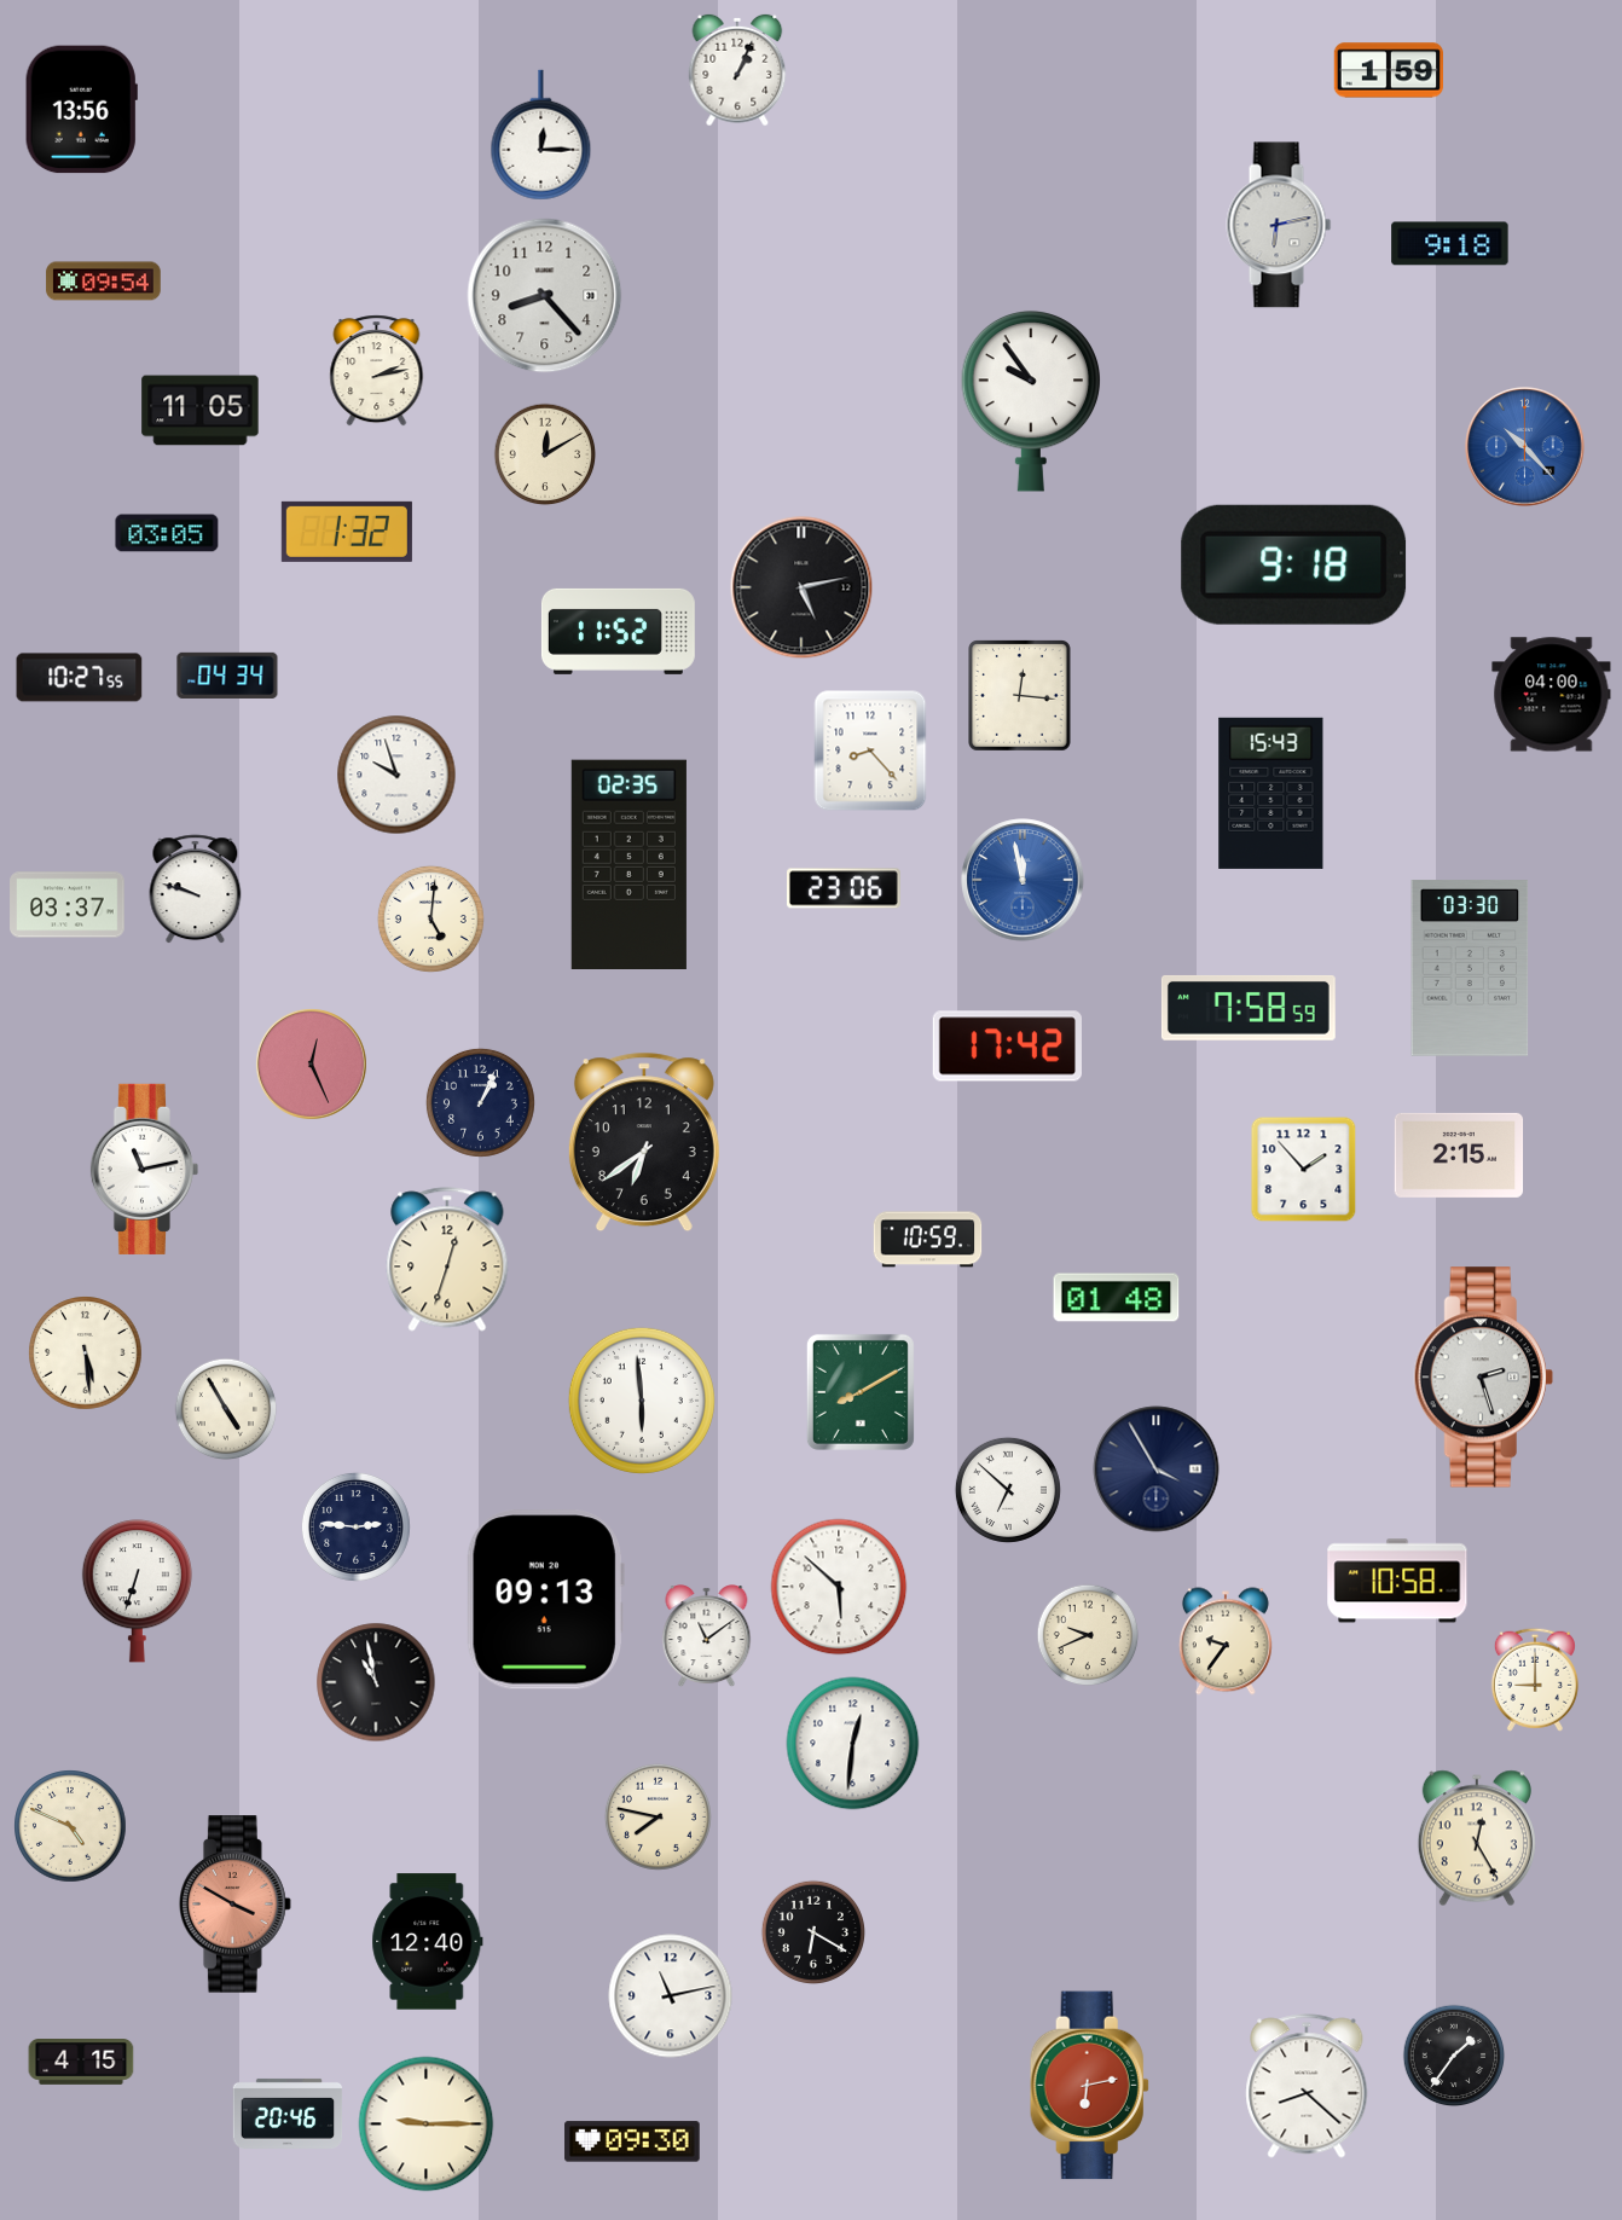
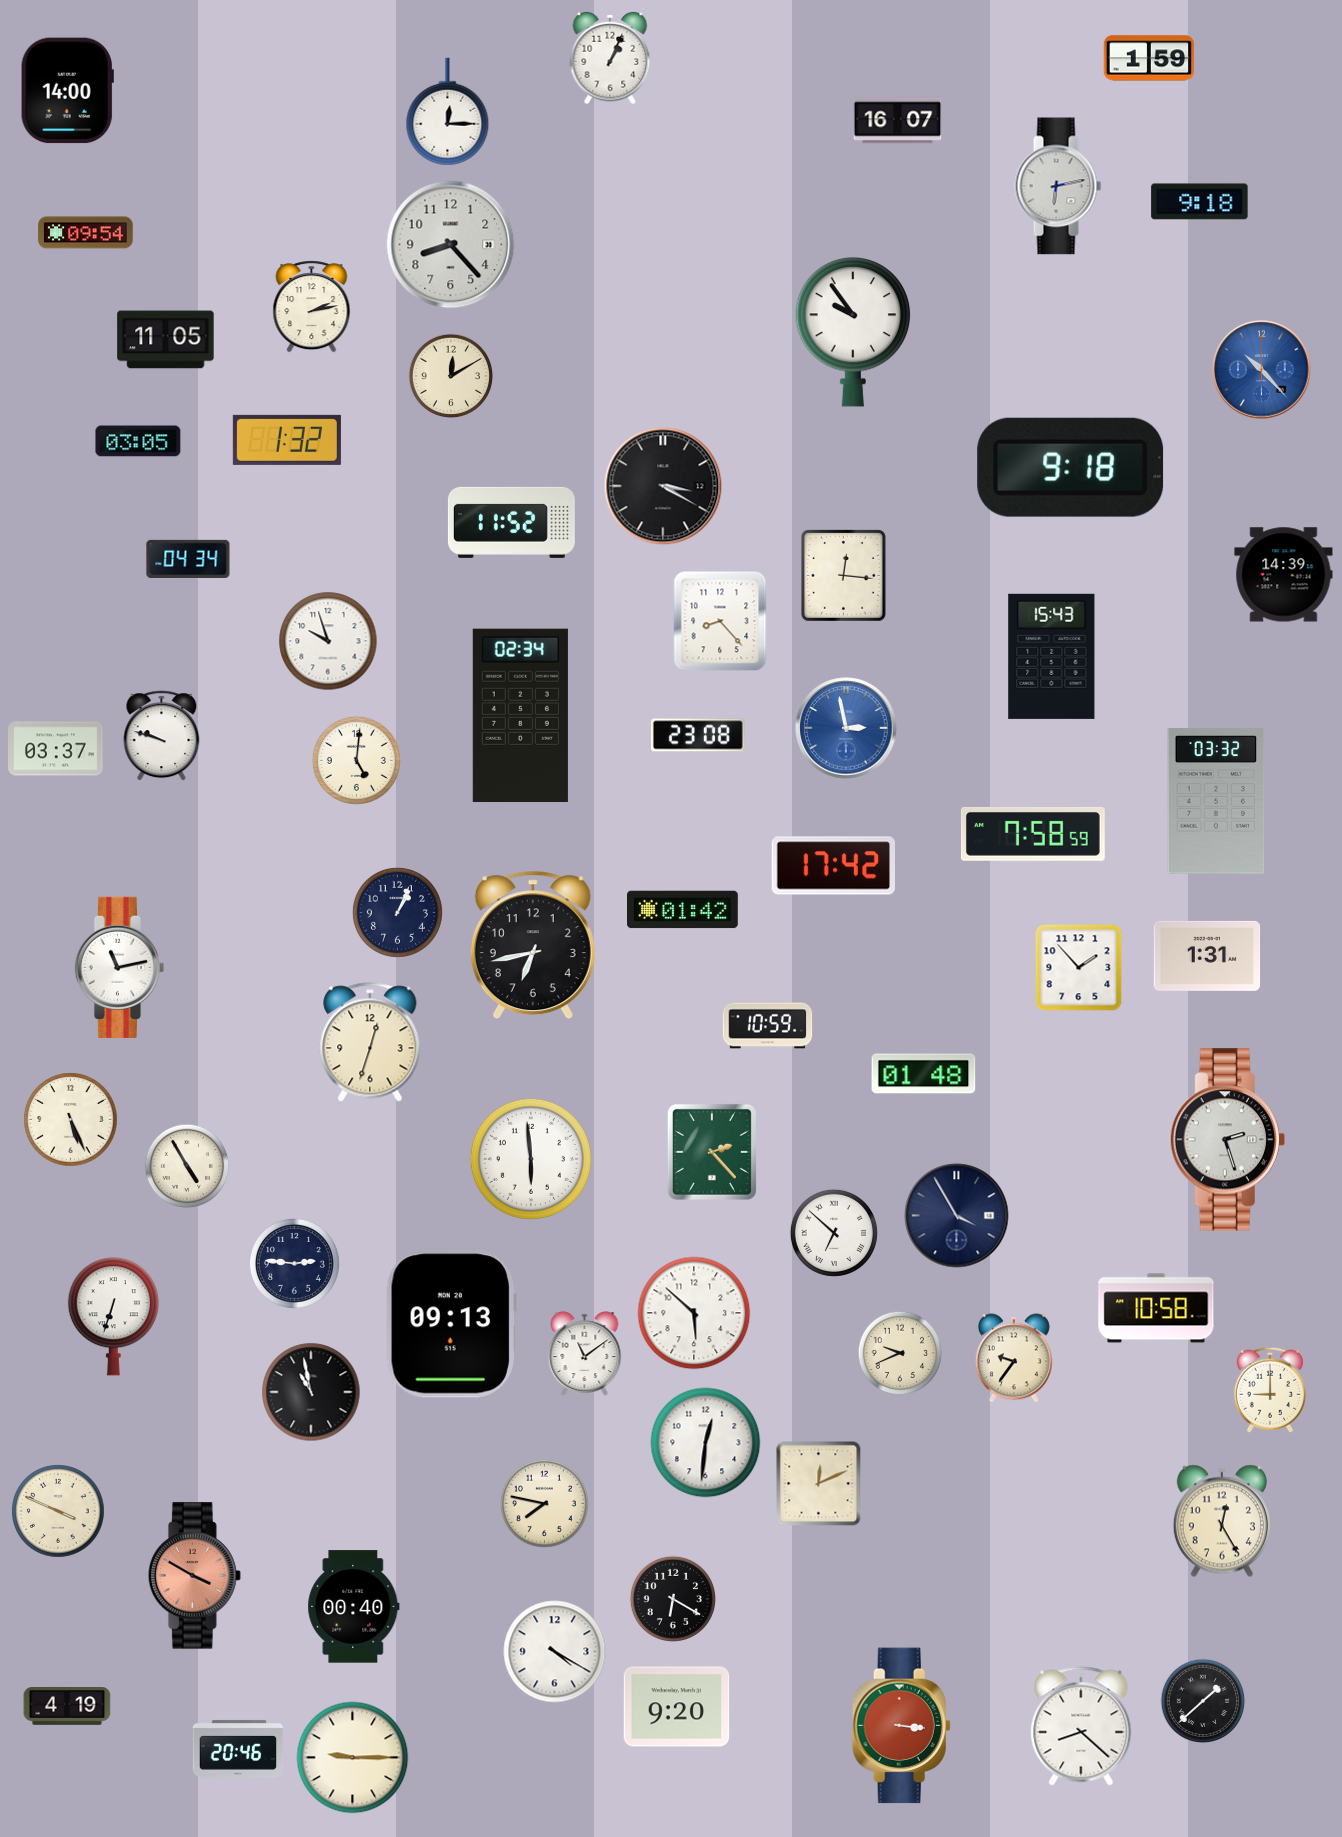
clock at (81, 110): 13:56 -> 14:00
clock at (898, 121): none -> 16:07
clock at (801, 587): 5:13 -> 3:20
clock at (80, 678): 10:27 -> none
clock at (1552, 695): 04:00 -> 14:39
clock at (628, 864): 02:35 -> 02:34
clock at (1023, 880): 11:58 -> 2:58
clock at (844, 888): 23:06 -> 23:08
clock at (1470, 968): 03:30 -> 03:32
clock at (311, 1063): 12:26 -> none
clock at (683, 910): none -> 01:42
clock at (644, 1142): 6:39 -> 6:43
clock at (1459, 1155): 2:15 -> 1:31
clock at (86, 1354): 5:29 -> 5:26
clock at (861, 1392): 8:10 -> 2:23
clock at (819, 1484): none -> 12:11
clock at (70, 1826): 4:49 -> 3:49
clock at (428, 1942): 12:40 -> 00:40
clock at (671, 1996): 11:13 -> 4:20
clock at (1454, 2056): 1:36 -> 1:38
clock at (81, 2062): 4:15 -> 4:19
clock at (677, 1707): none -> 9:20
clock at (1089, 2086): 6:13 -> 3:16
clock at (632, 2141): 09:30 -> none
